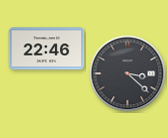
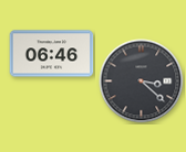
clock at (47, 49): 22:46 -> 06:46
